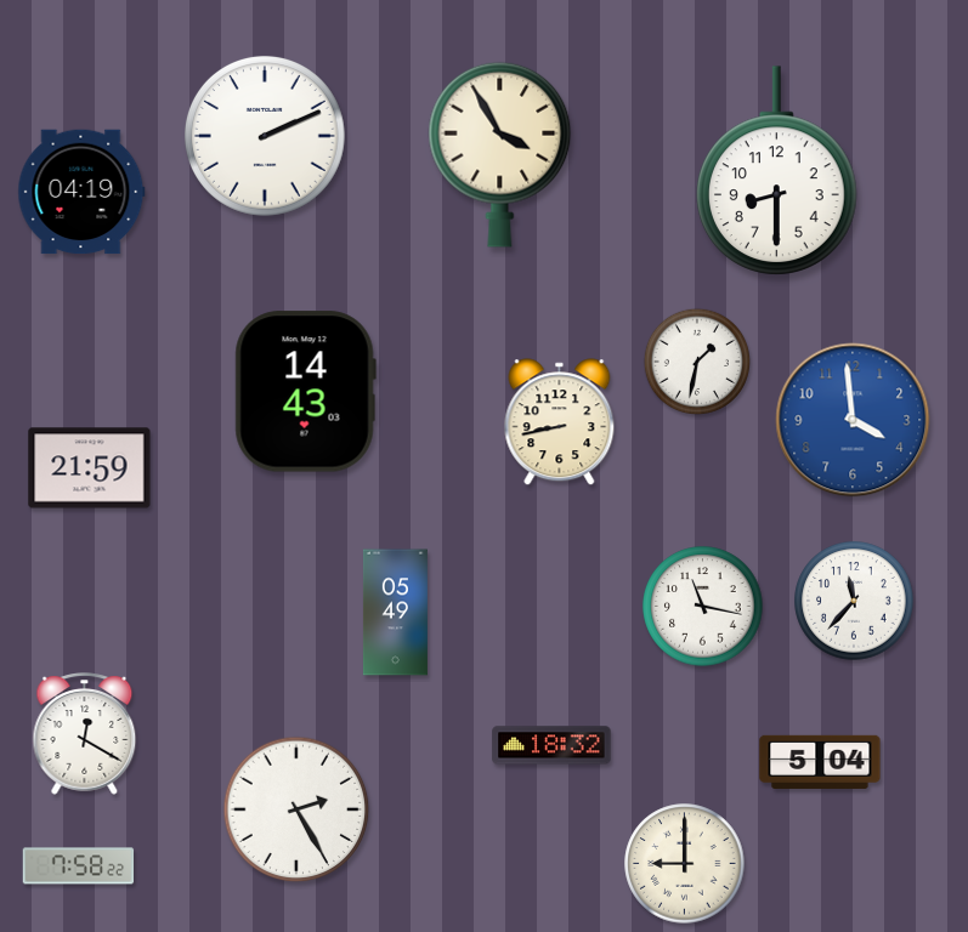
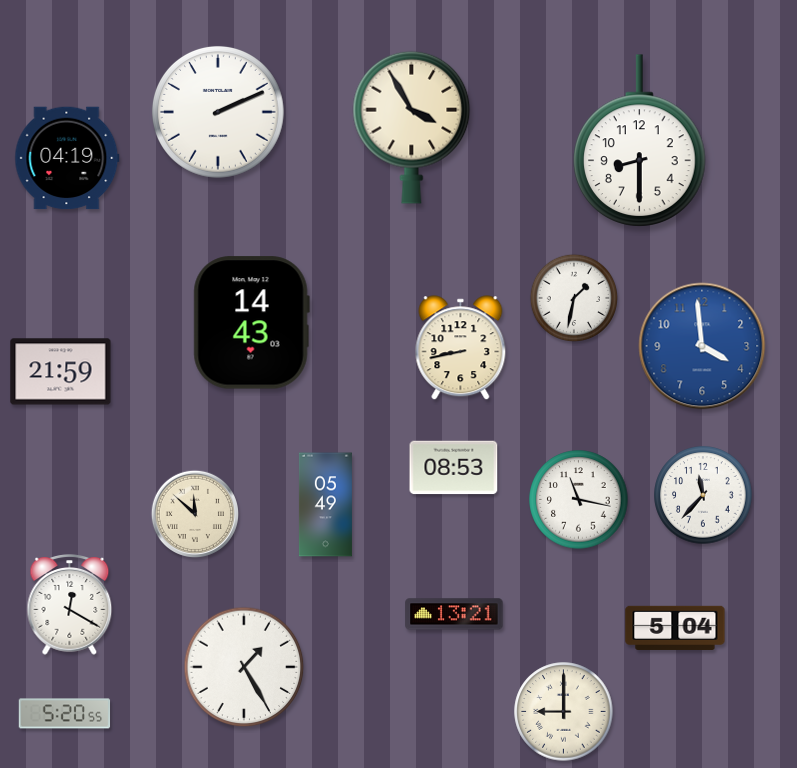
clock at (90, 468) position: (90, 468) -> (61, 372)
clock at (454, 468): none -> 08:53
clock at (194, 513): none -> 11:52
clock at (551, 745): 18:32 -> 13:21
clock at (296, 809): 2:25 -> 1:25
clock at (79, 866): 7:58 -> 5:20
